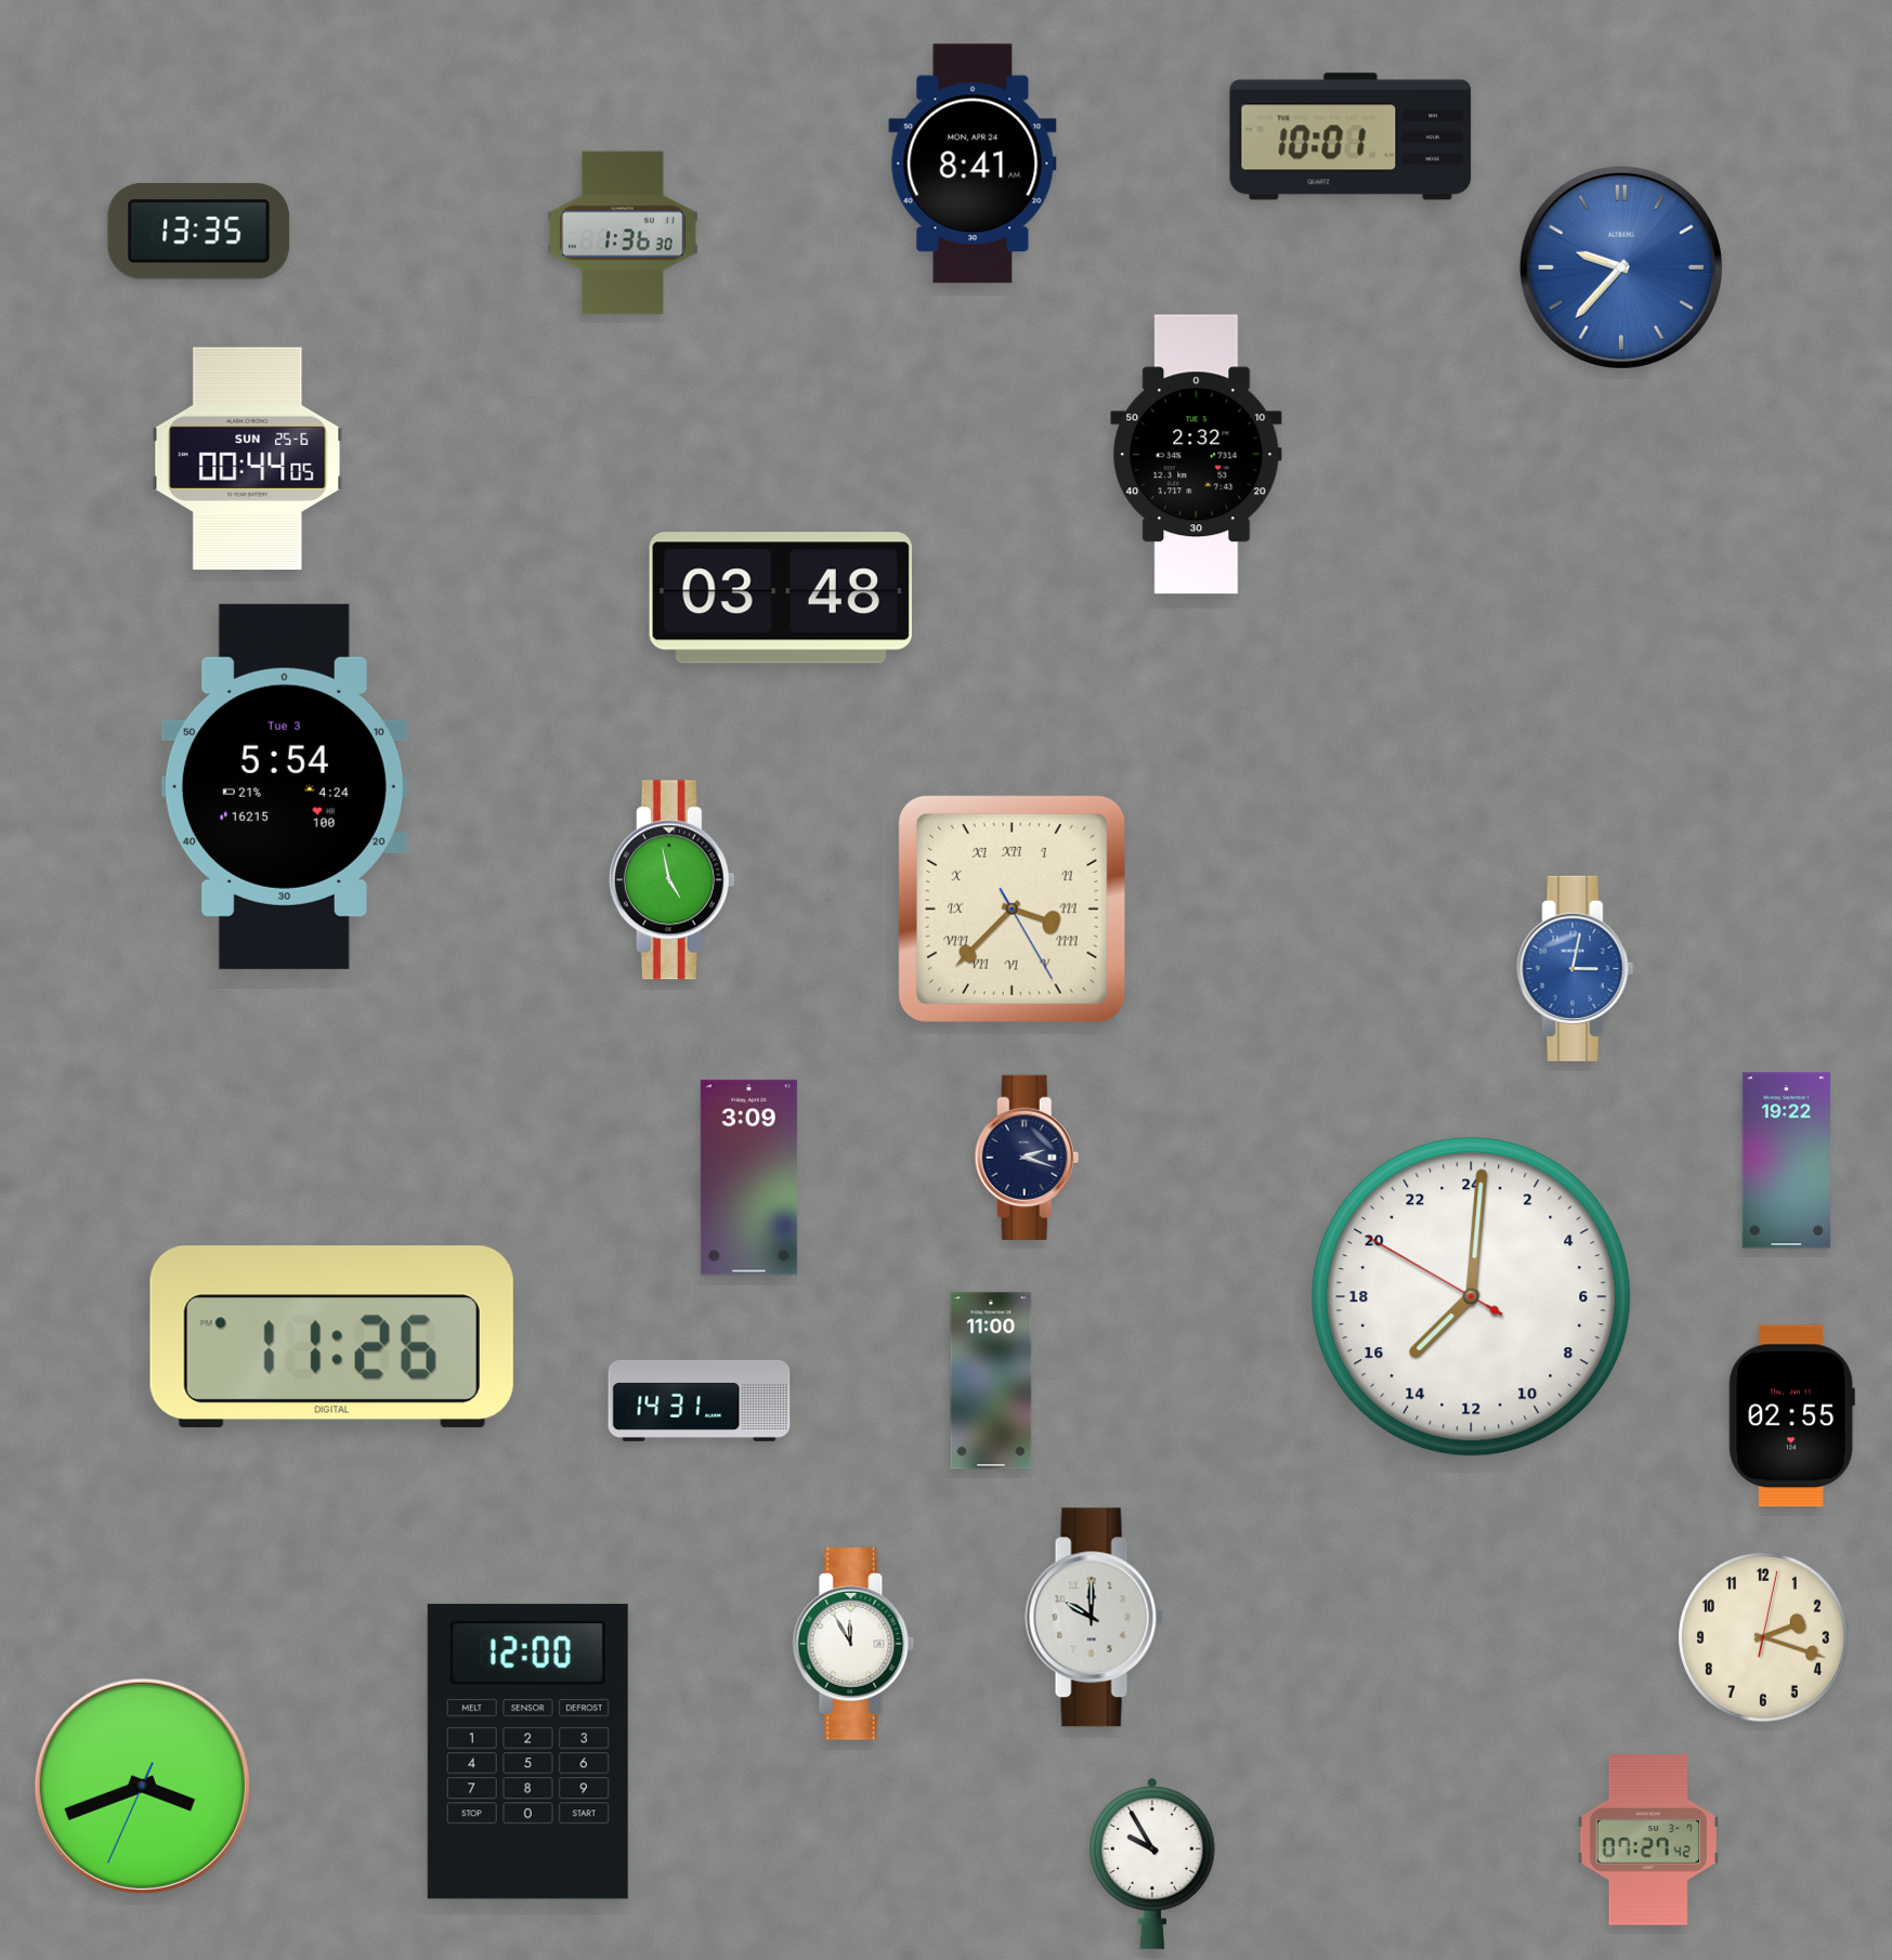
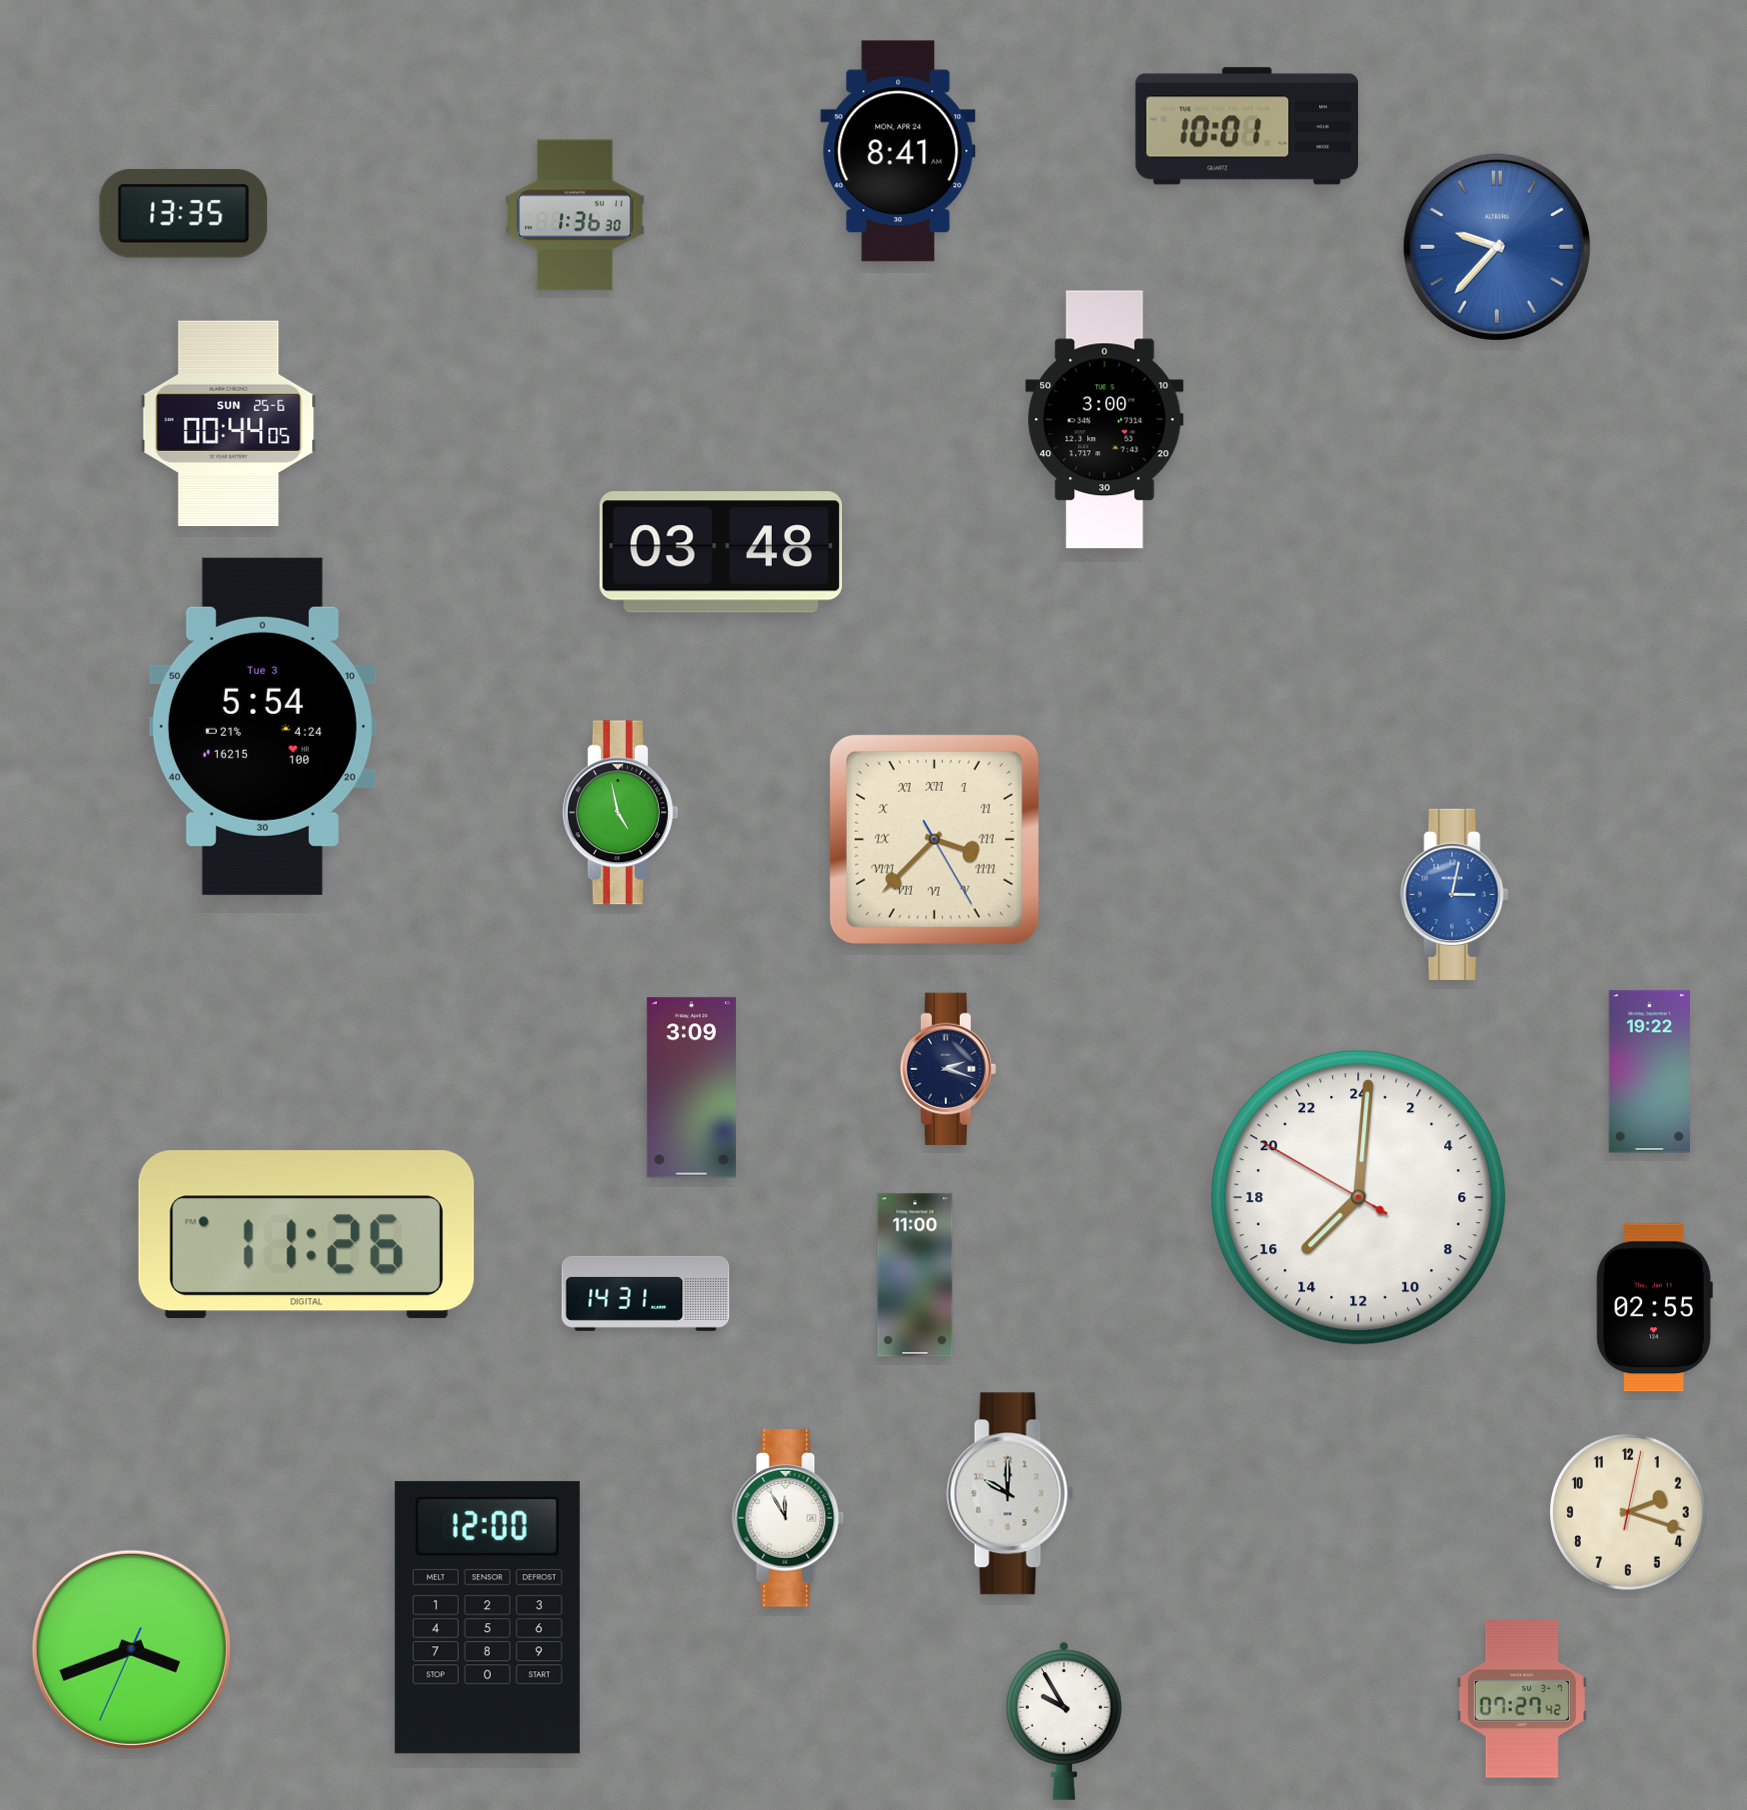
clock at (1197, 455): 2:32 -> 3:00
